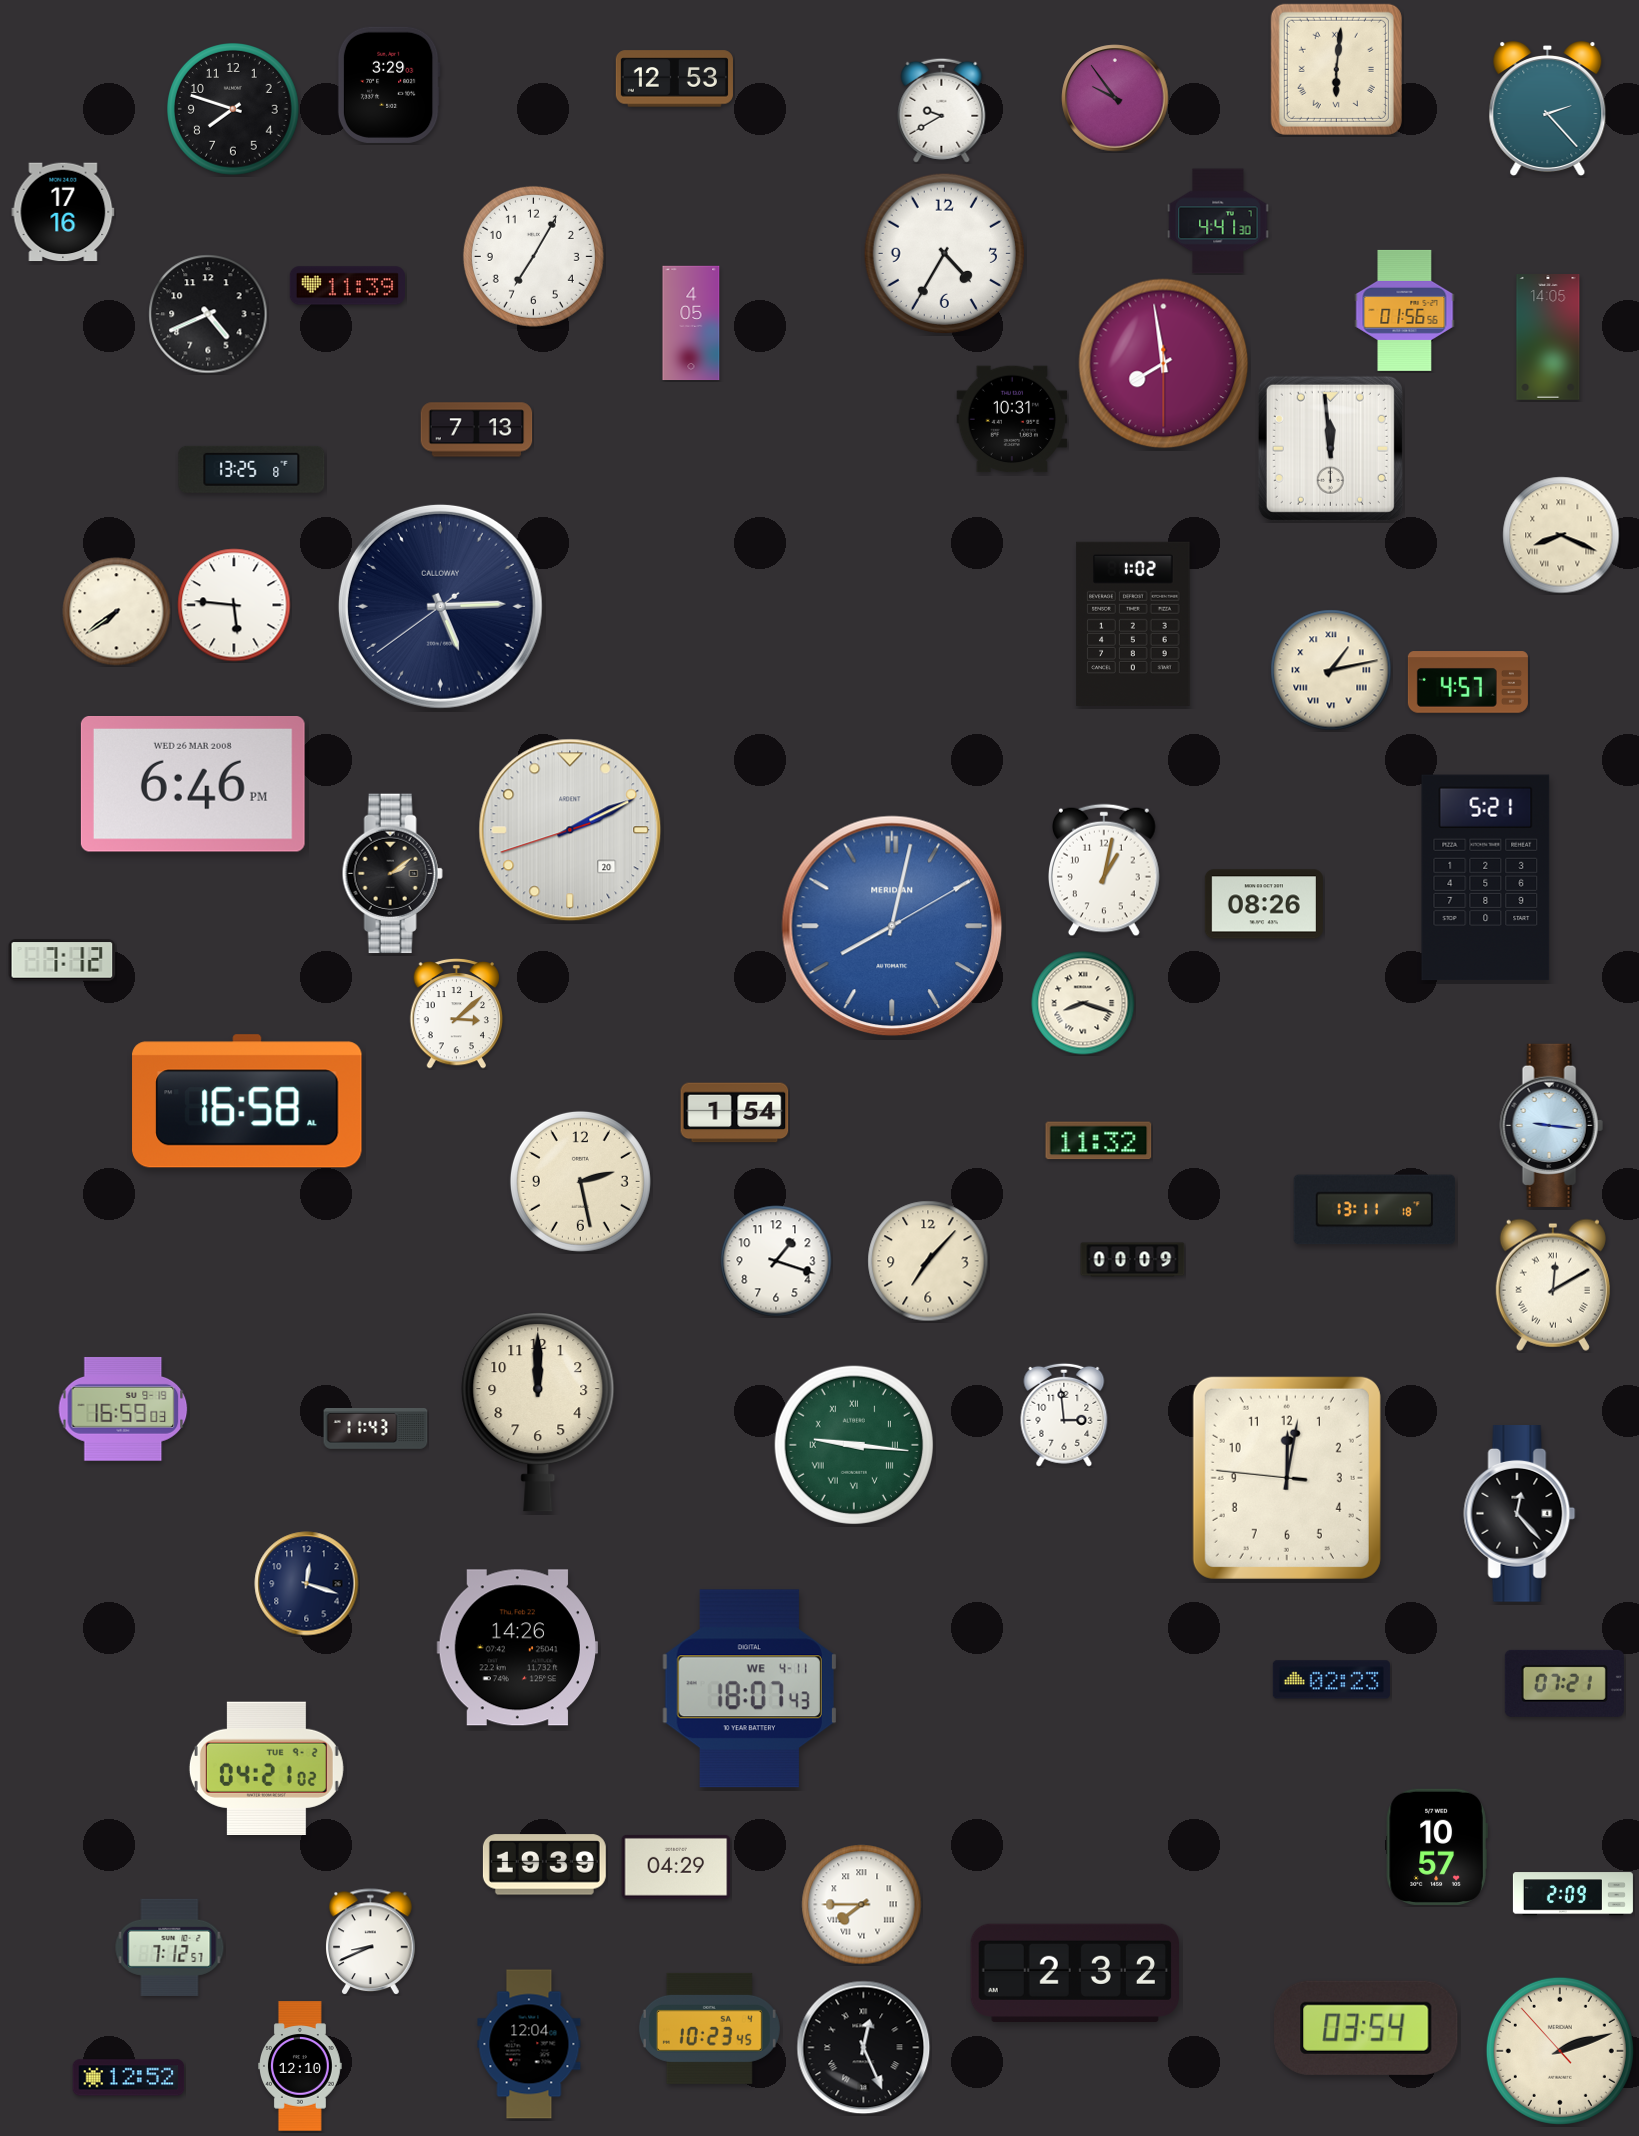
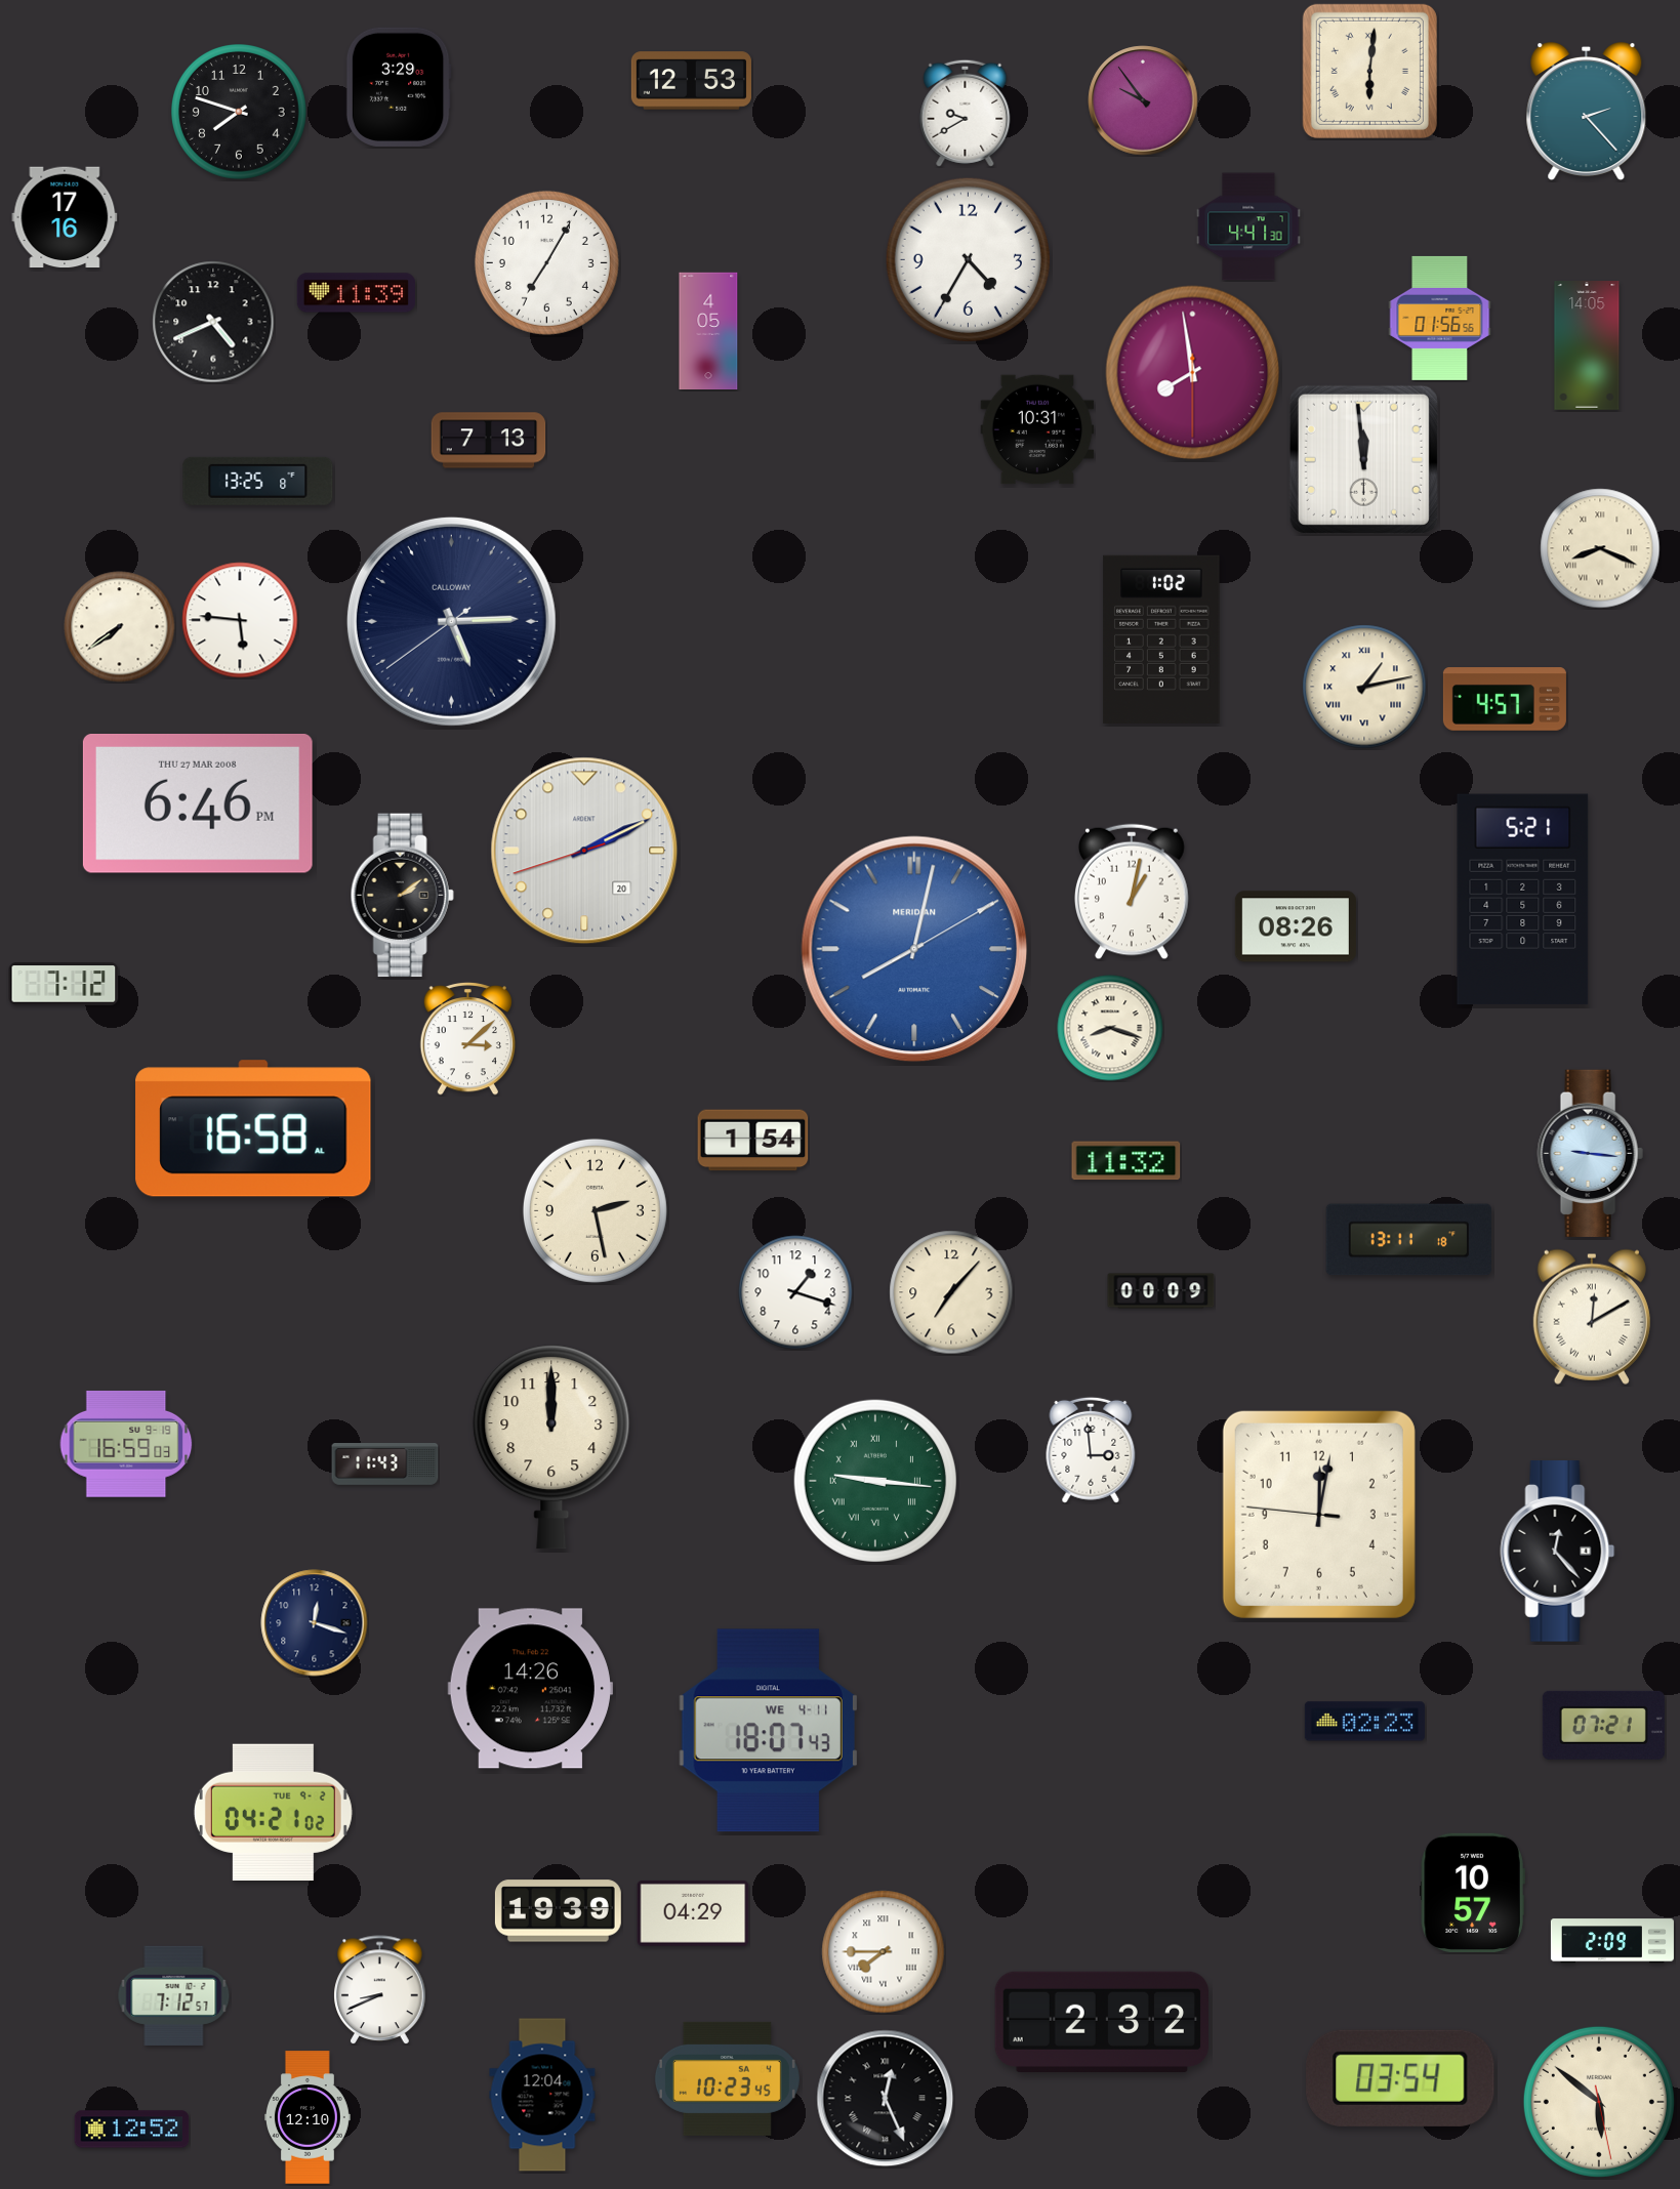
clock at (193, 785) date: WED 26 MAR 2008 -> THU 27 MAR 2008
clock at (1099, 1141) position: (1099, 1141) -> (1126, 1161)
clock at (1560, 2051): 2:11 -> 5:51
